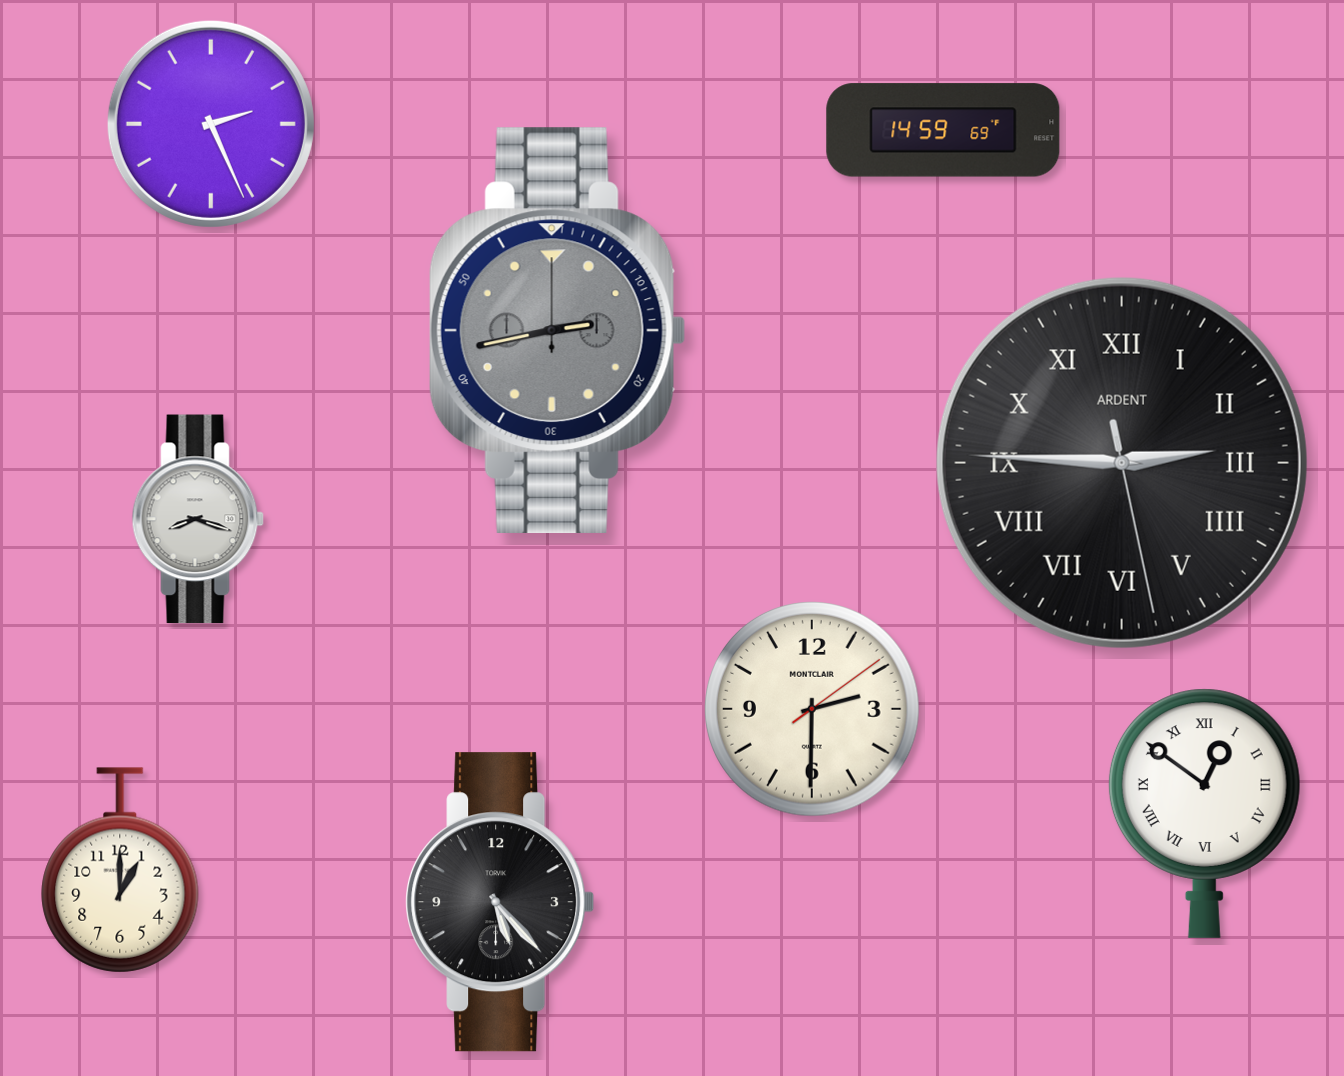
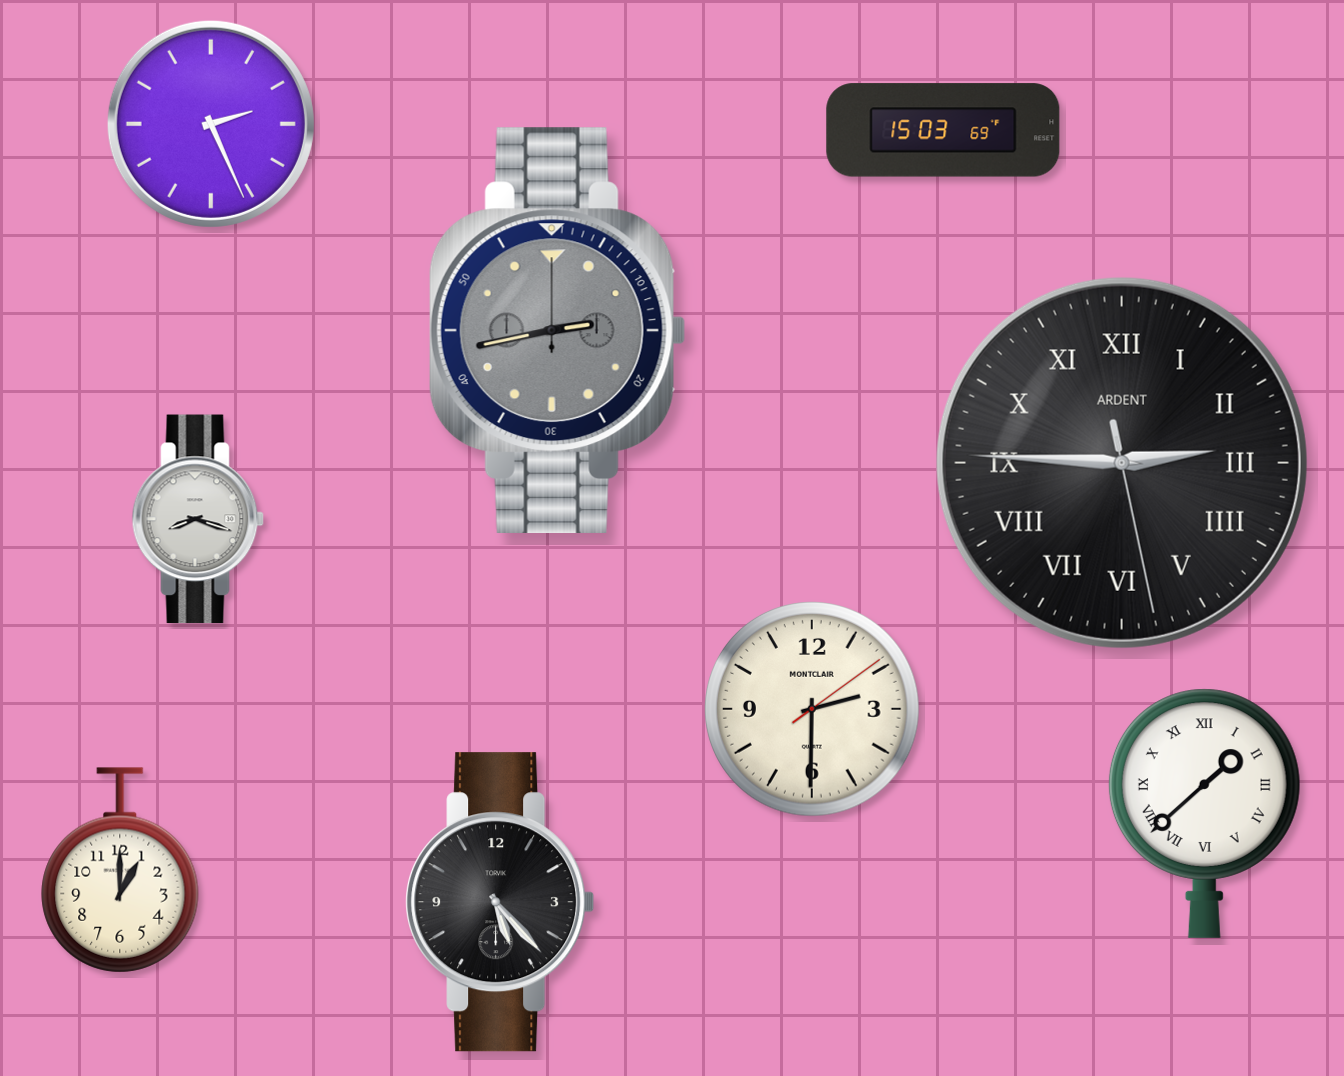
clock at (943, 130): 14:59 -> 15:03
clock at (1204, 813): 12:51 -> 1:38
